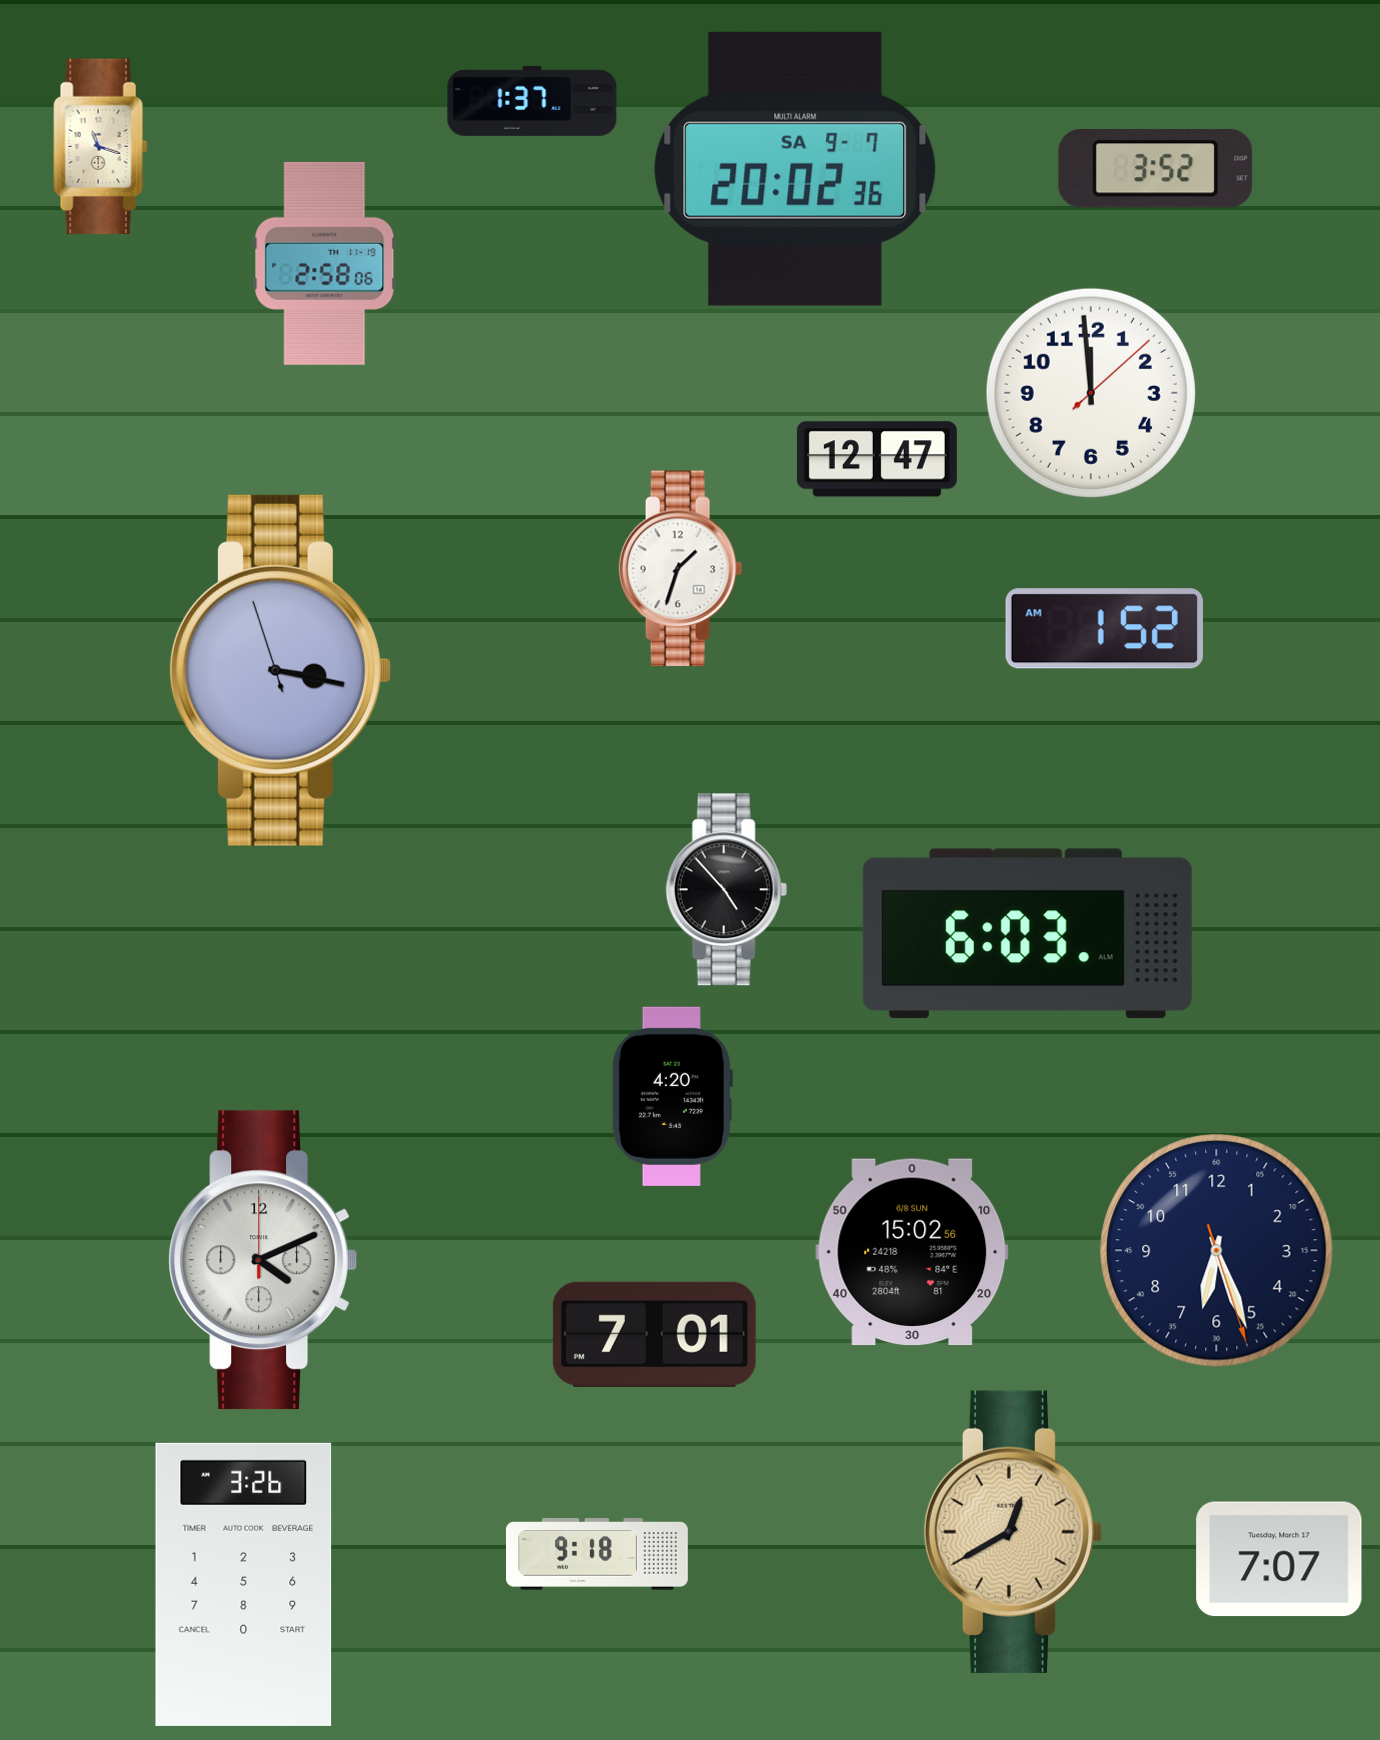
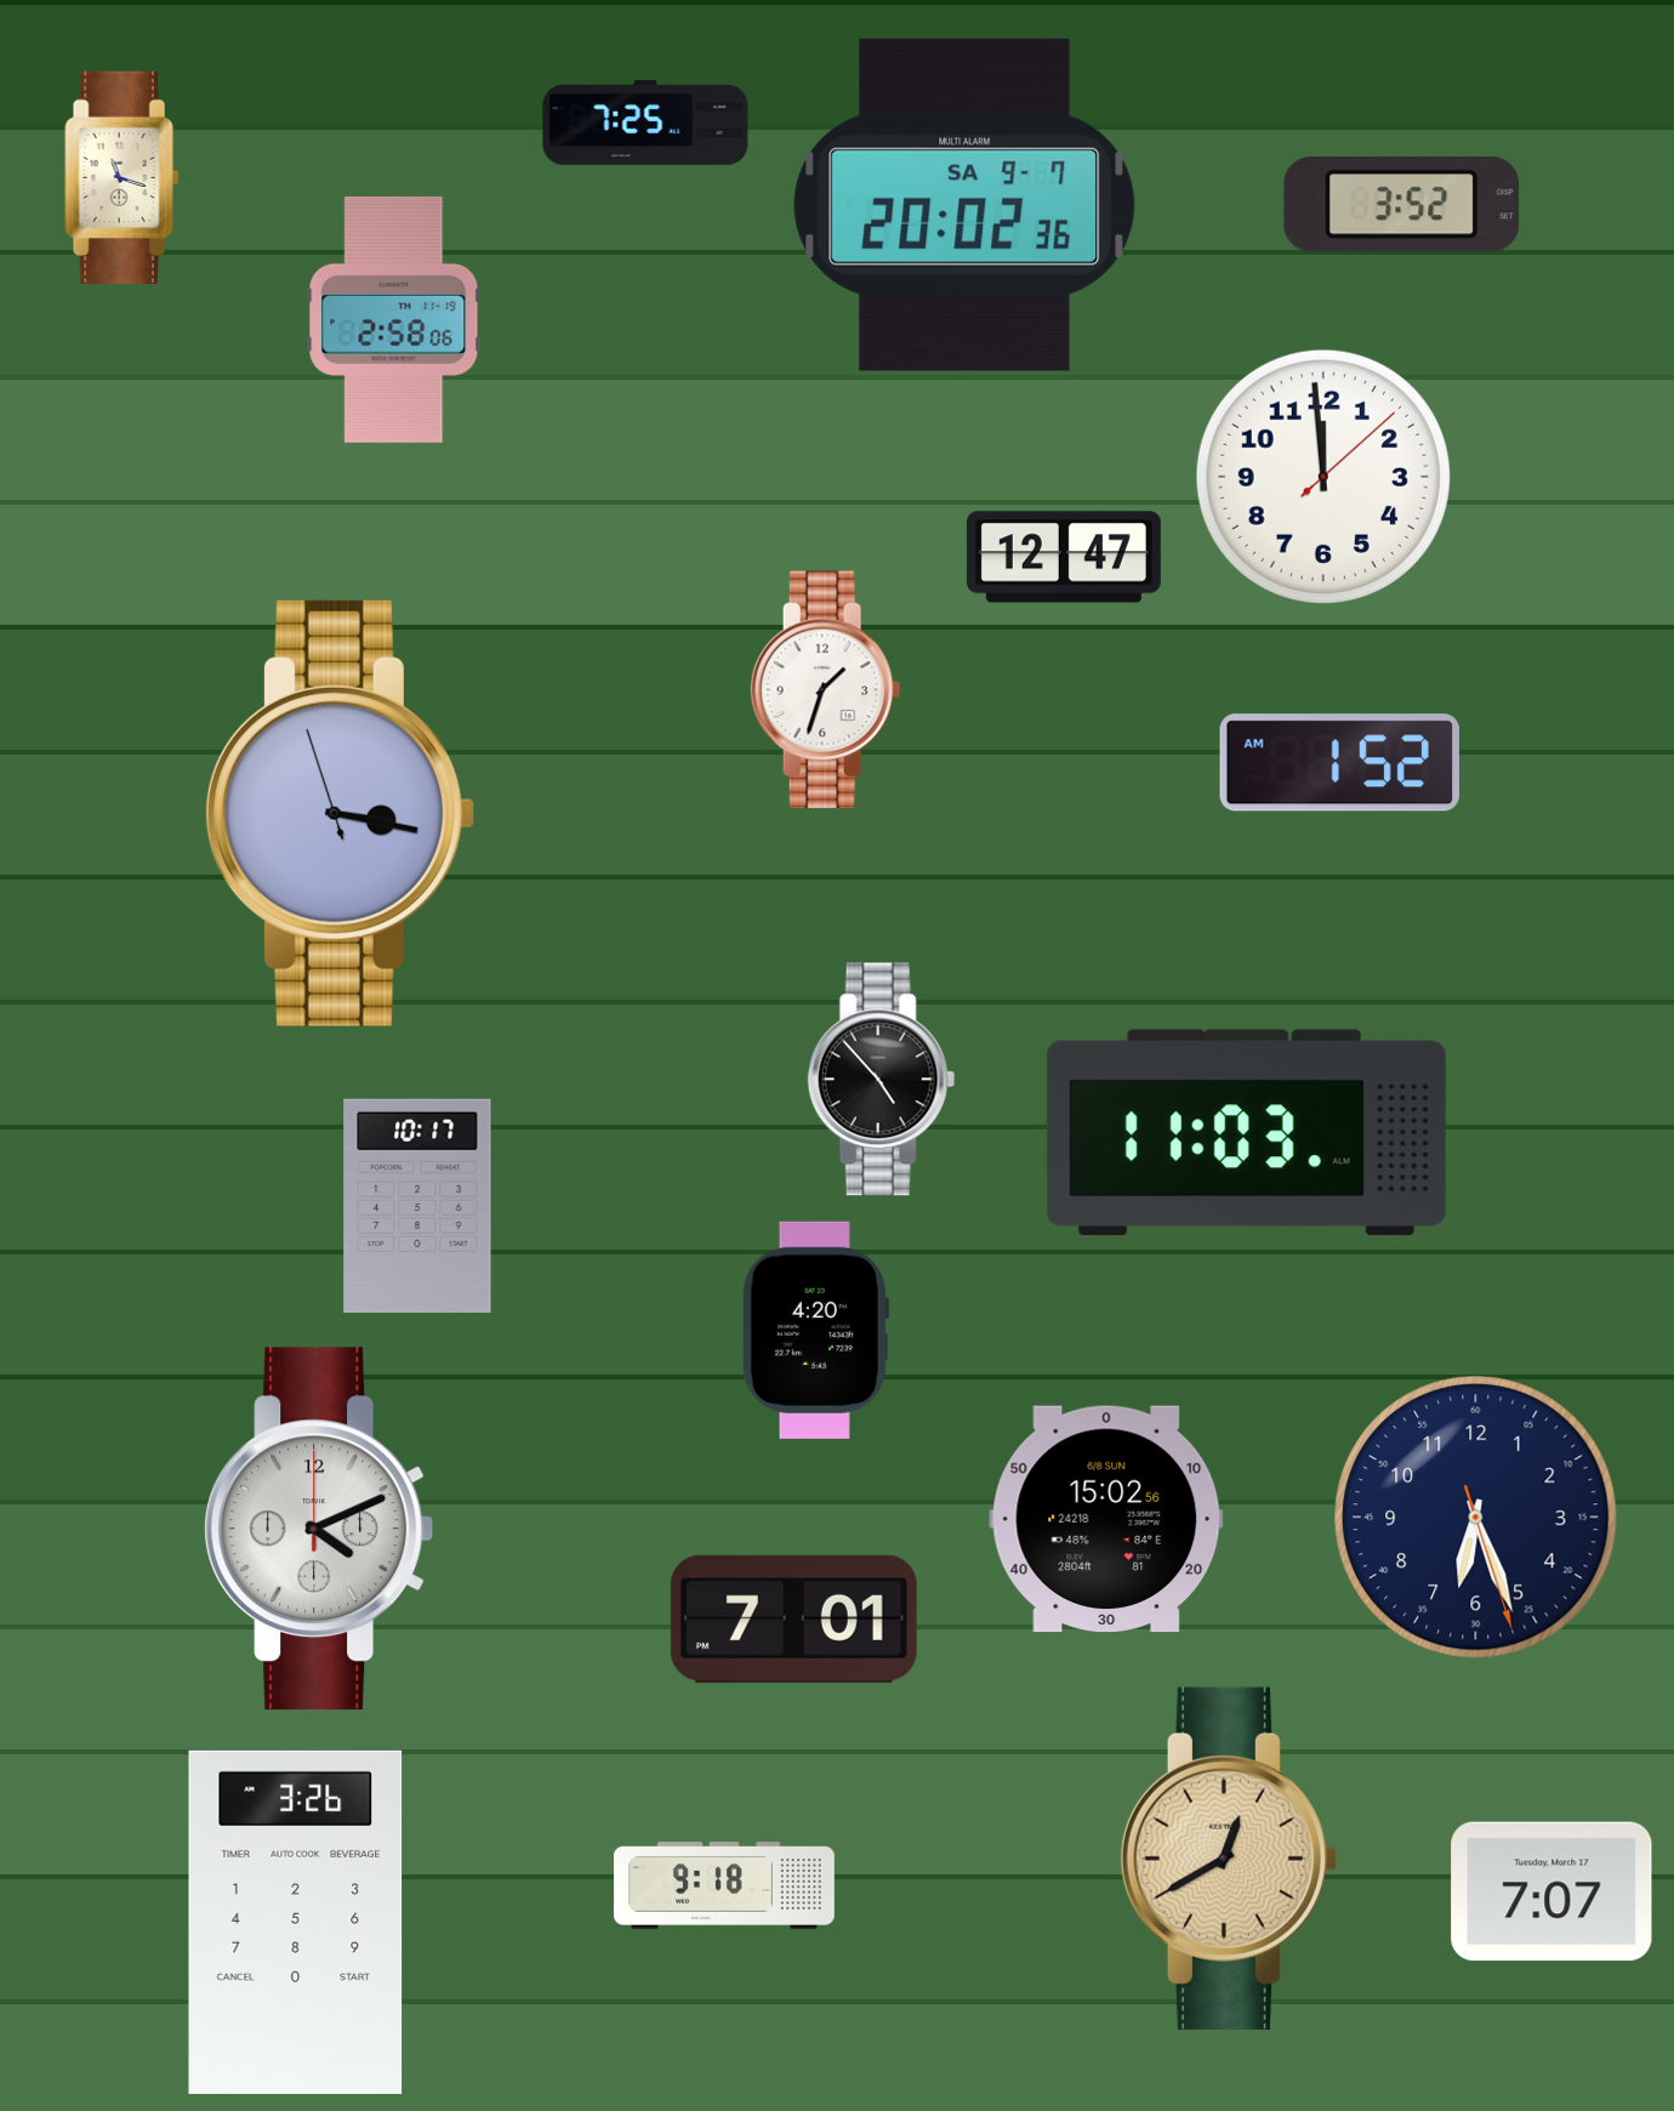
clock at (532, 101): 1:37 -> 7:25
clock at (1027, 934): 6:03 -> 11:03
clock at (417, 1205): none -> 10:17
